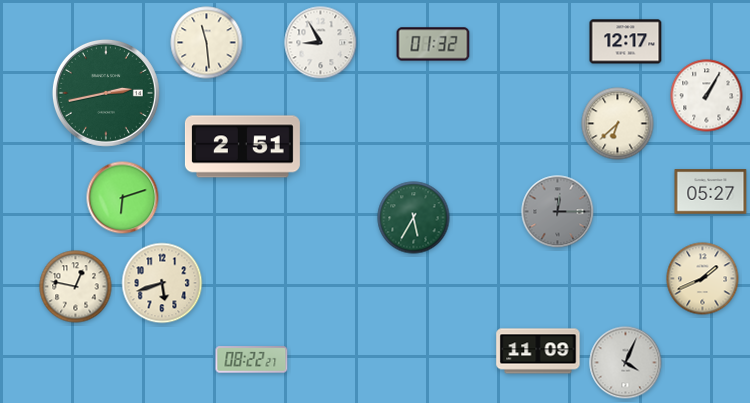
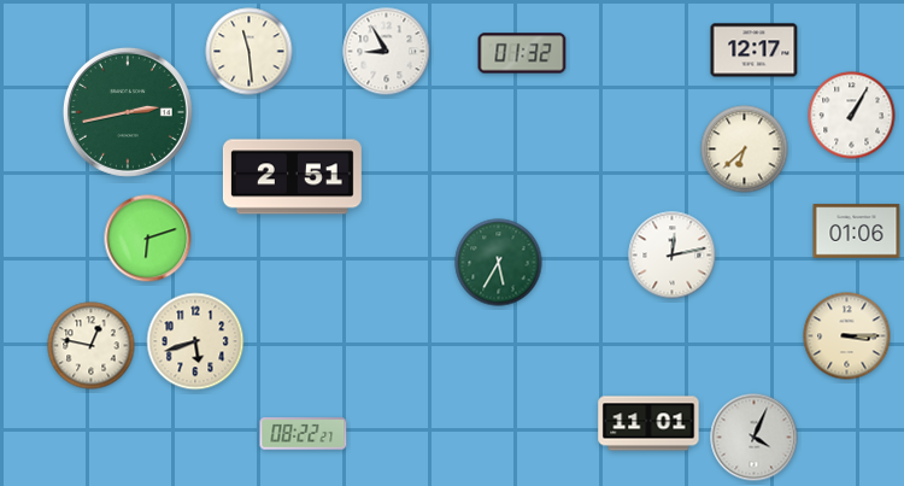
clock at (711, 192): 05:27 -> 01:06
clock at (558, 212): 12:15 -> 12:13
clock at (558, 212) dial: grey -> white
clock at (703, 279): 1:41 -> 3:15
clock at (538, 351): 11:09 -> 11:01
